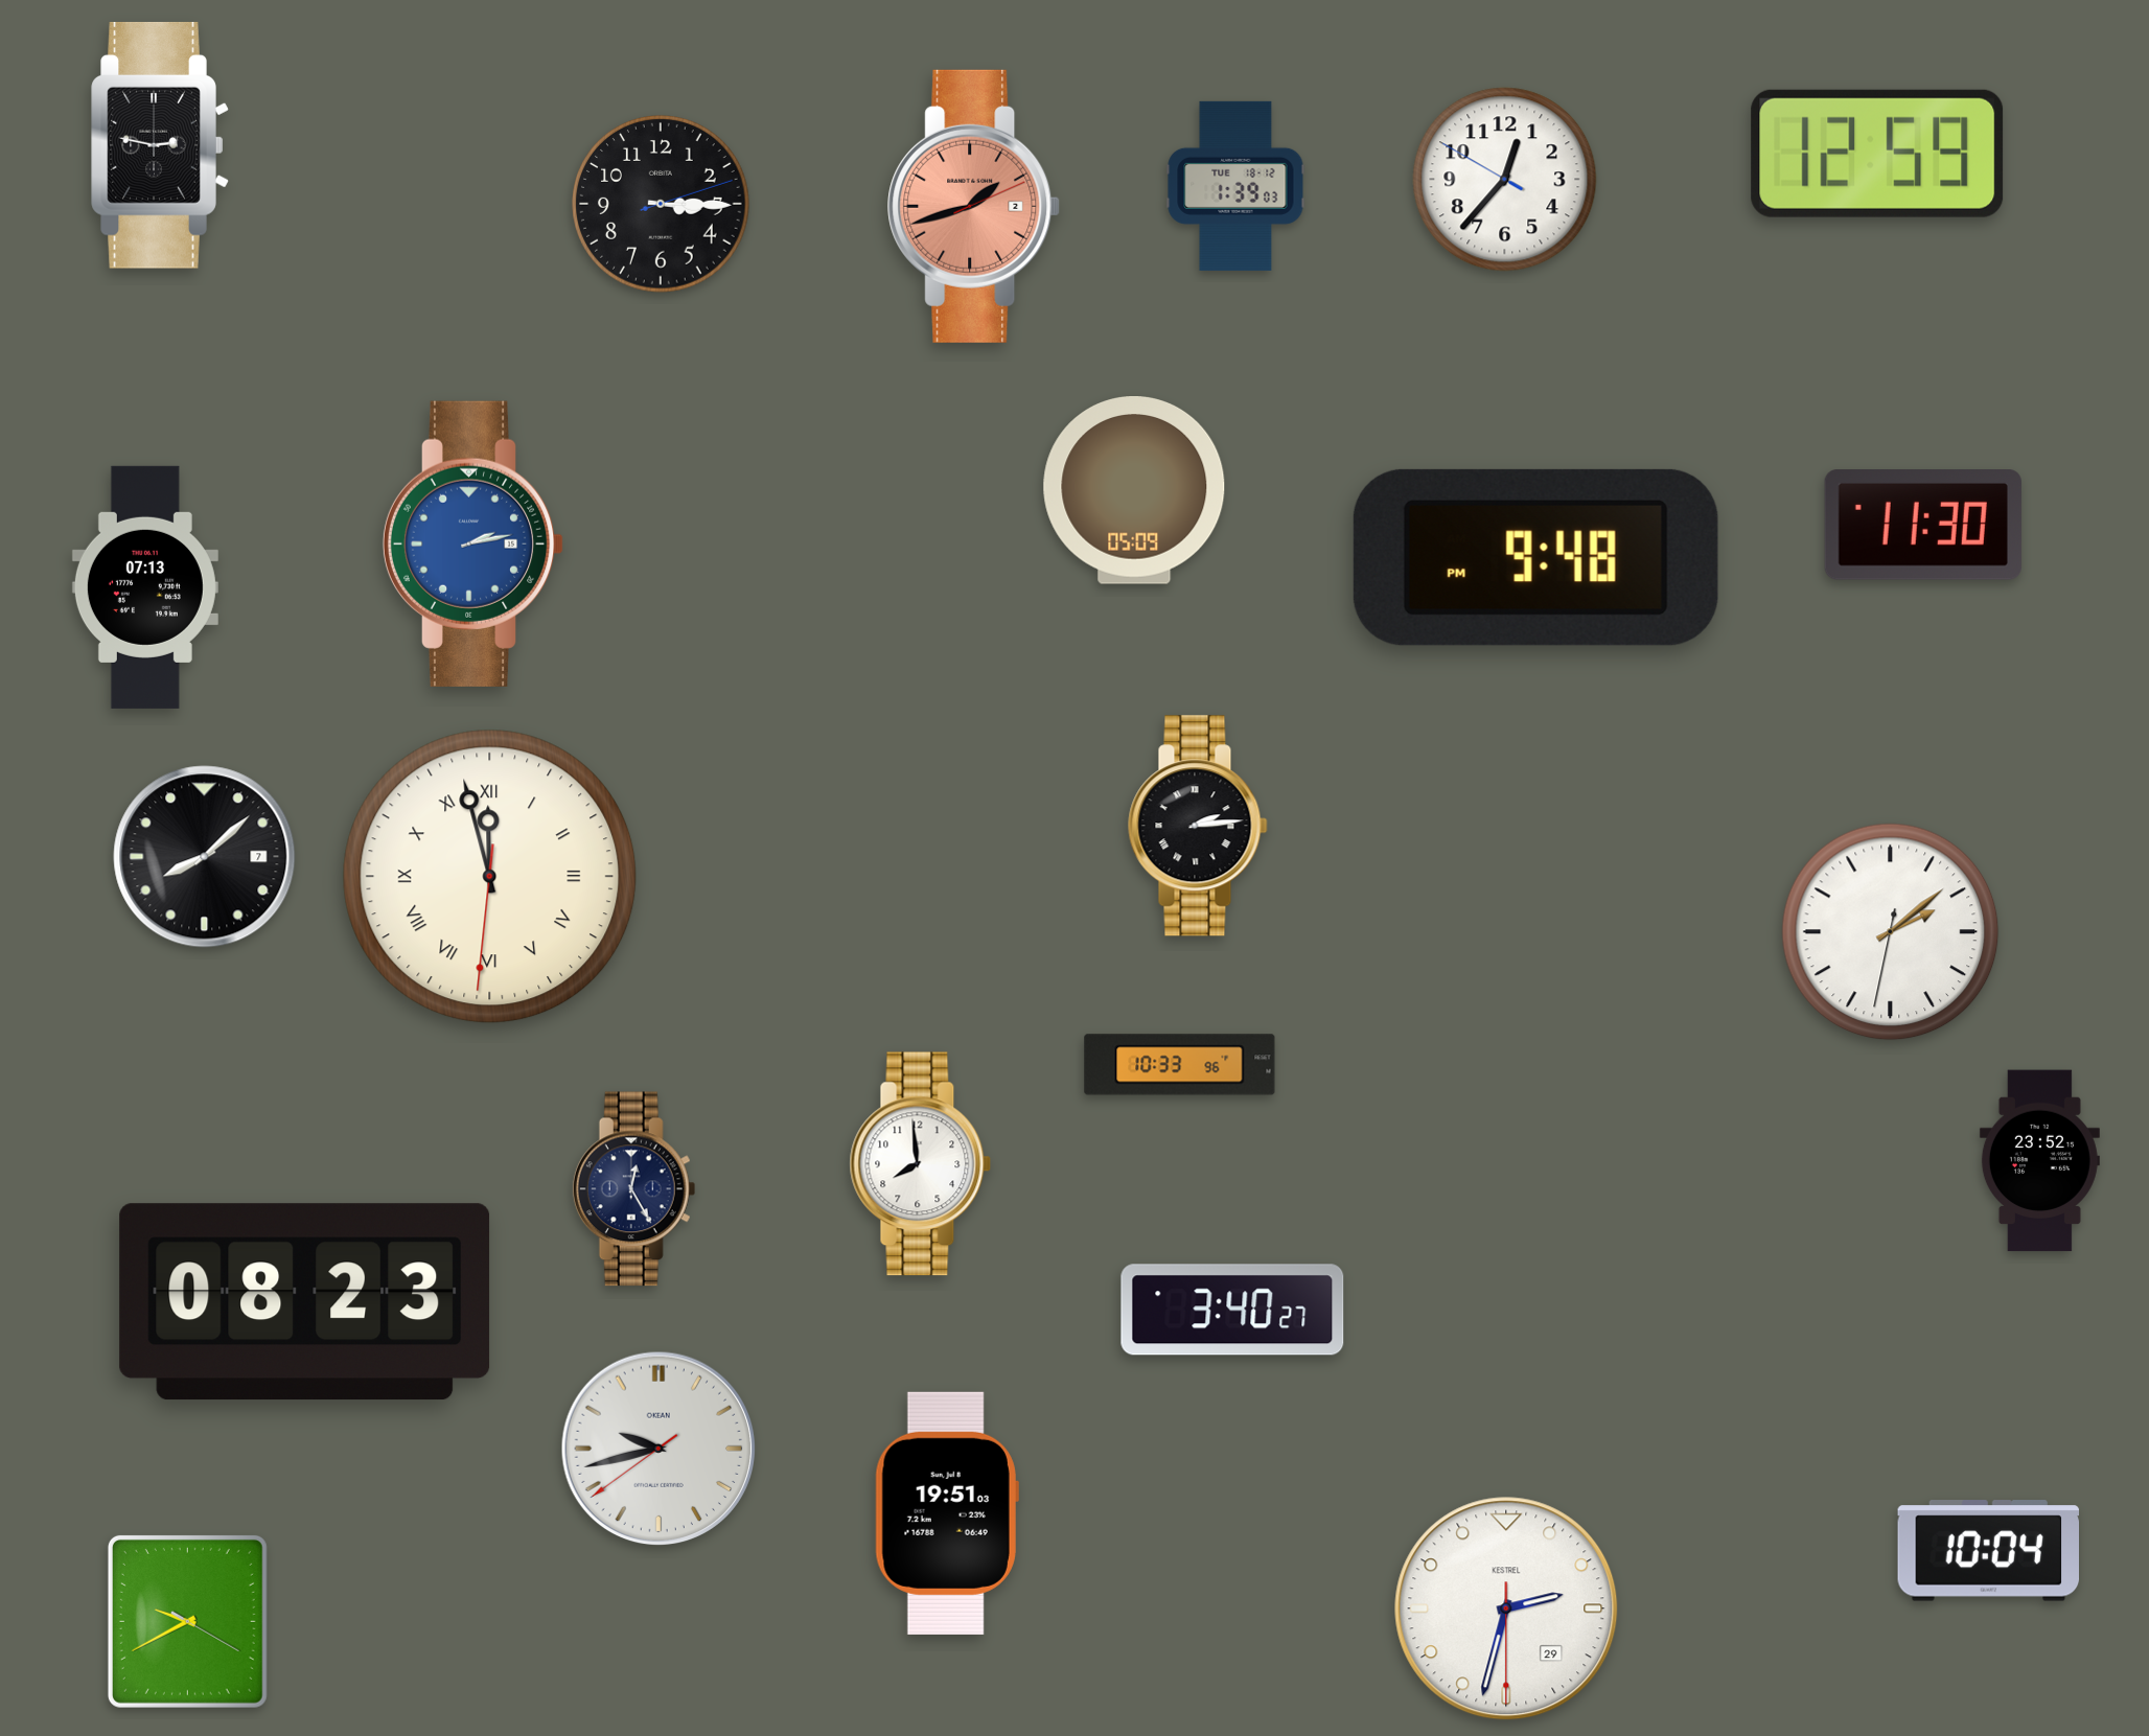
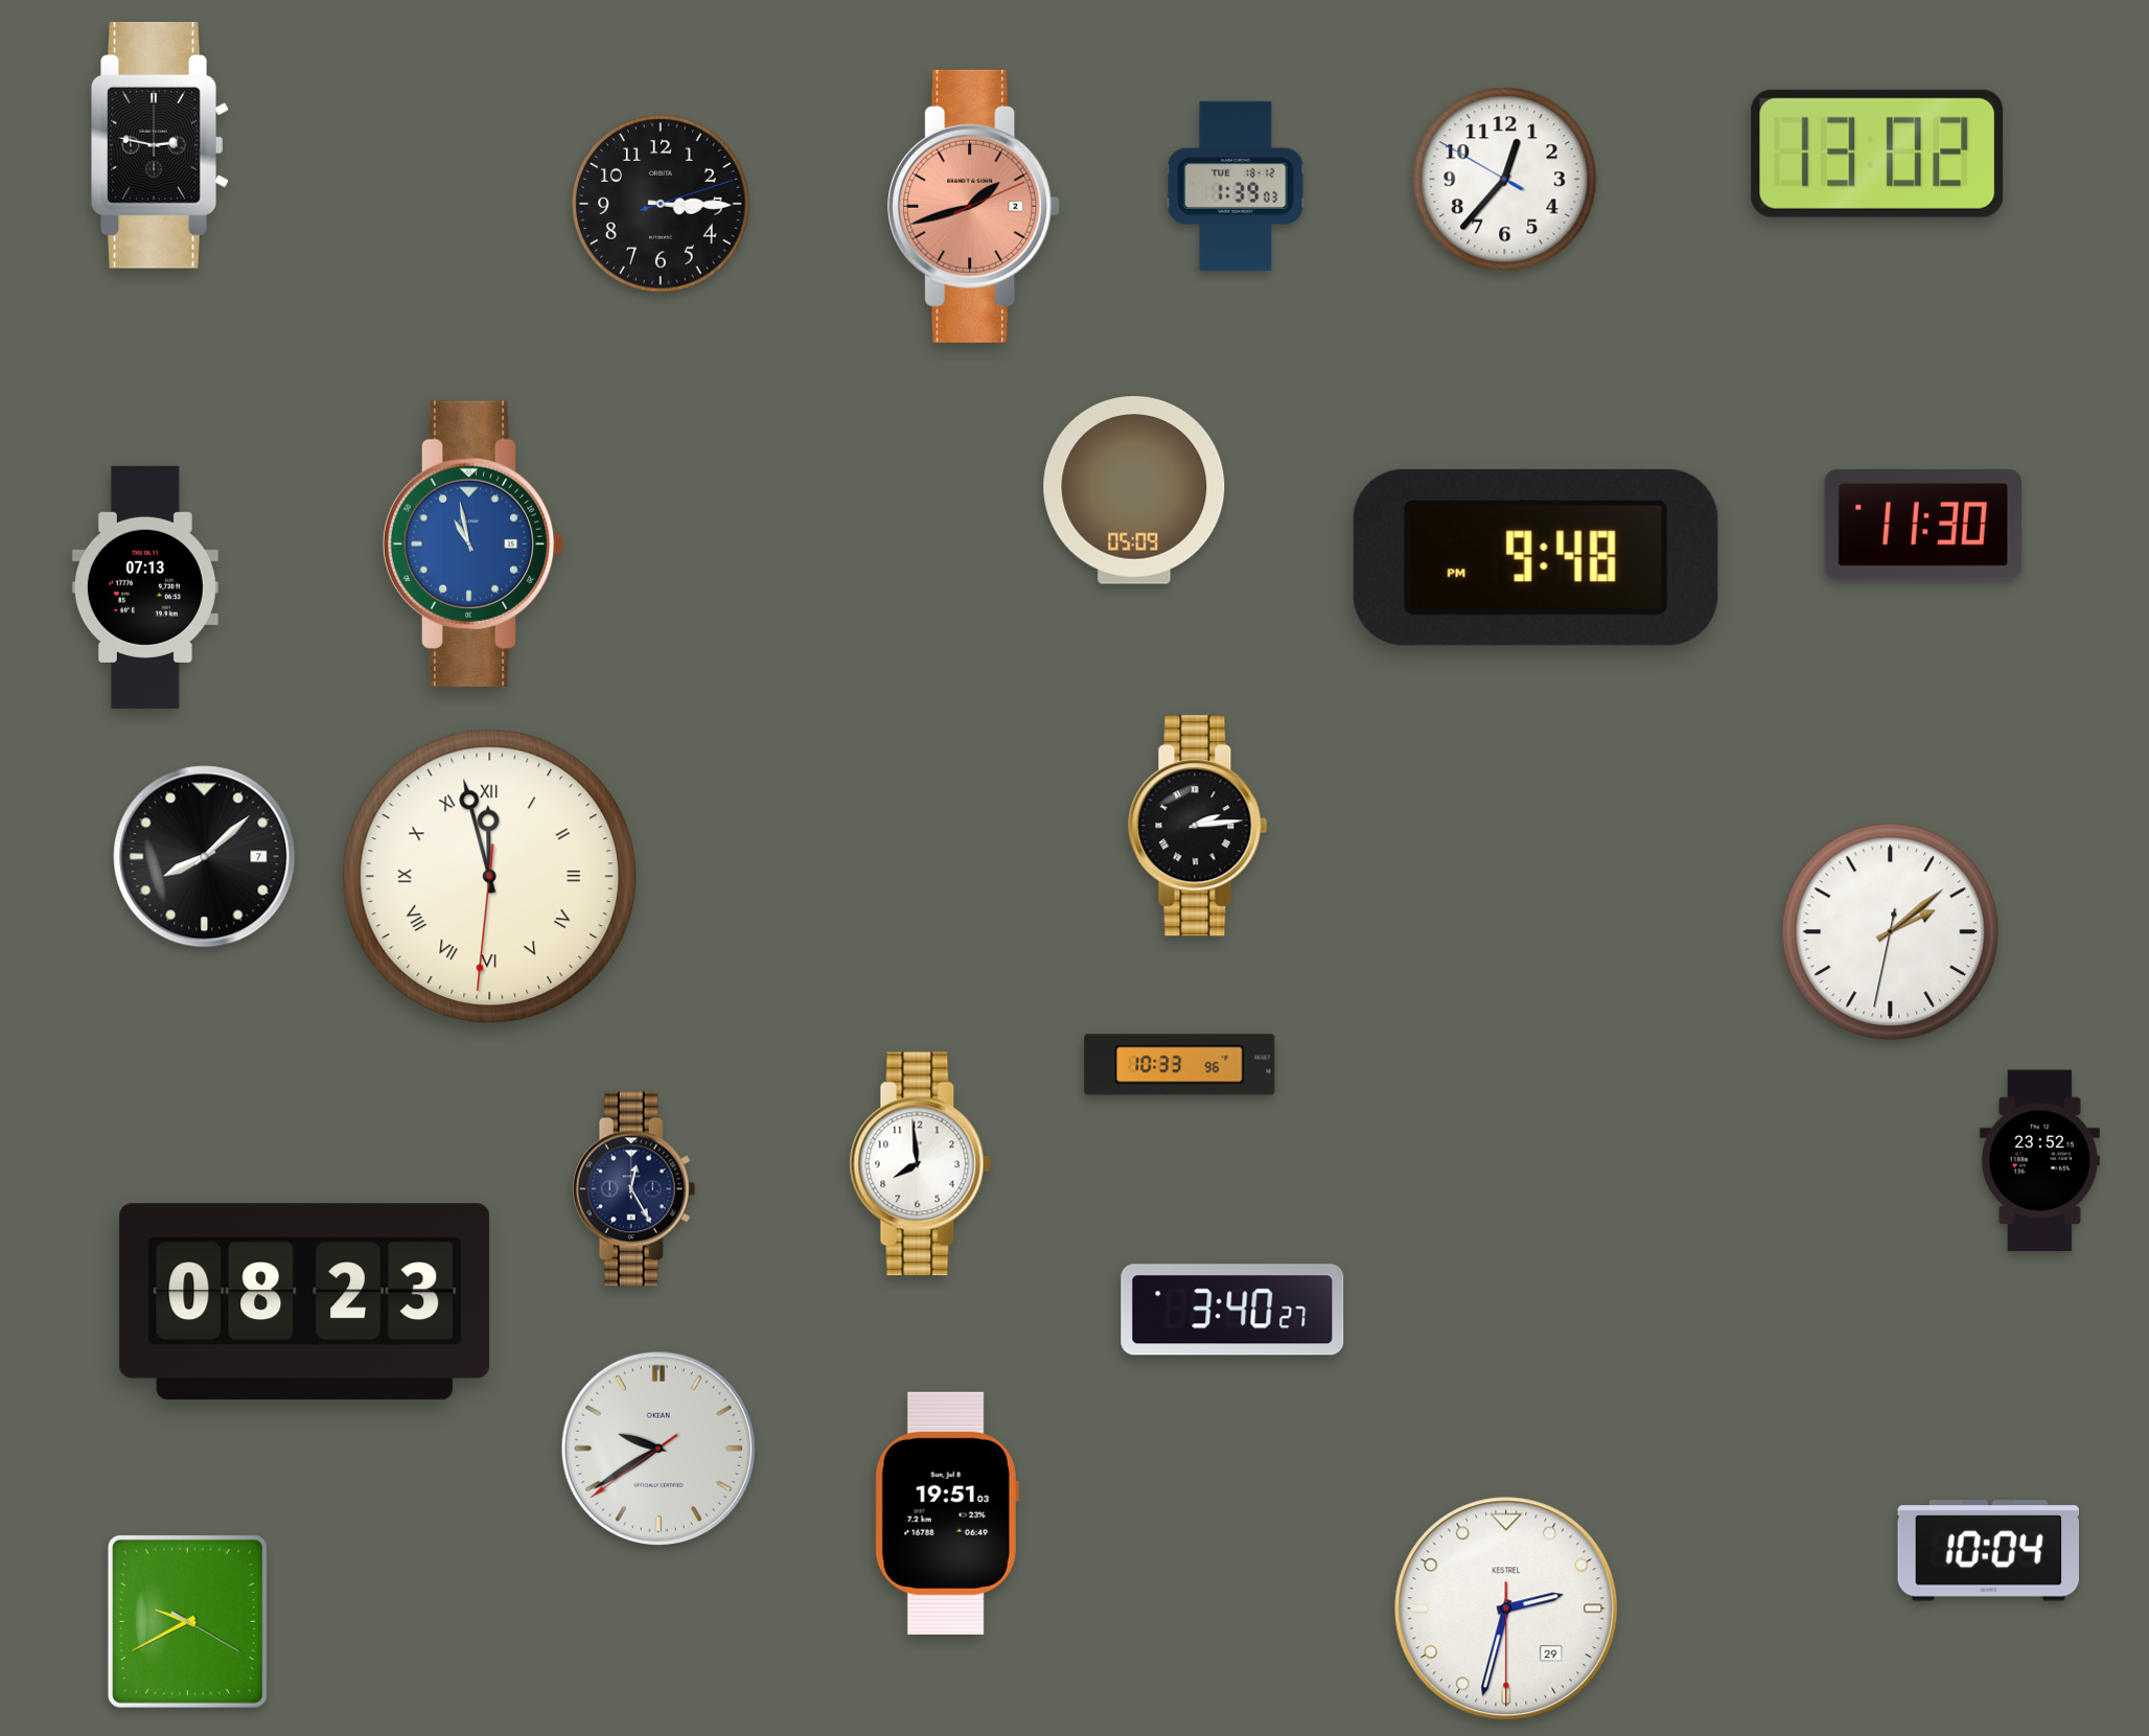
clock at (1877, 154): 12:59 -> 13:02
clock at (473, 543): 2:13 -> 10:58
clock at (658, 1449): 9:42 -> 9:39
